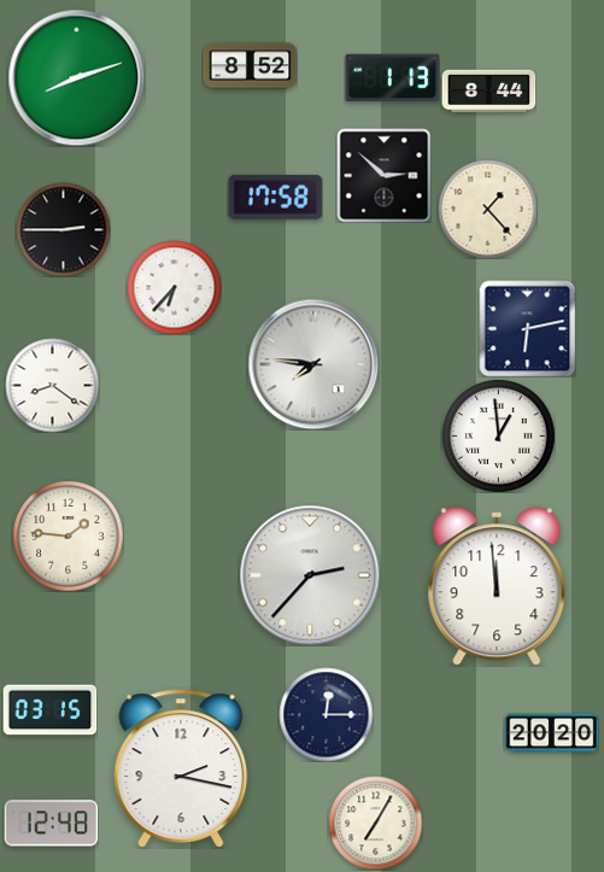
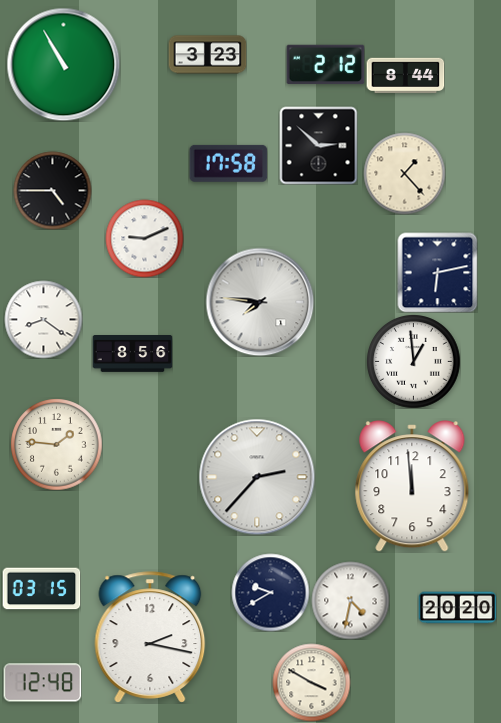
clock at (250, 66): 8:52 -> 3:23
clock at (76, 77): 8:12 -> 10:55
clock at (392, 78): 1:13 -> 2:12
clock at (63, 229): 2:45 -> 4:45
clock at (174, 287): 6:37 -> 9:11
clock at (132, 354): none -> 8:56
clock at (326, 714): 12:15 -> 9:40
clock at (350, 600): none -> 4:32
clock at (375, 823): 7:05 -> 3:50
